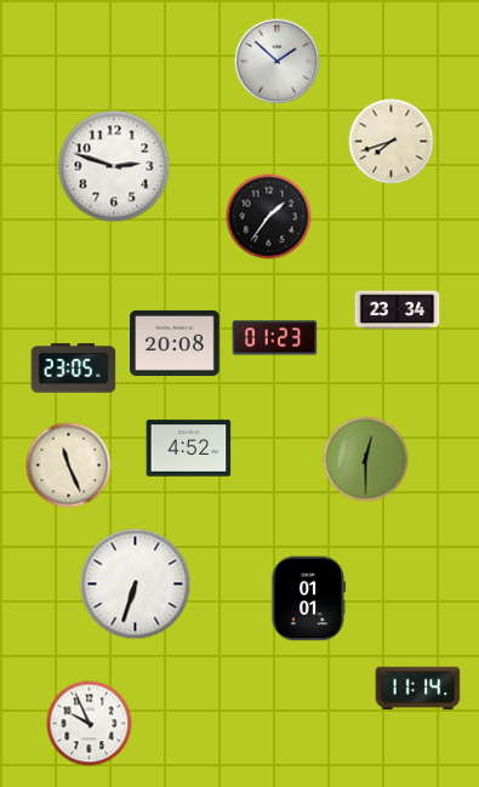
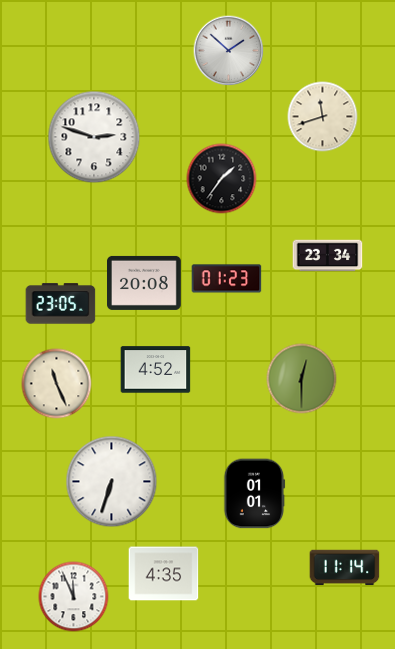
clock at (392, 142): 7:42 -> 11:42
clock at (164, 574): none -> 4:35
clock at (90, 724): 9:56 -> 11:56
